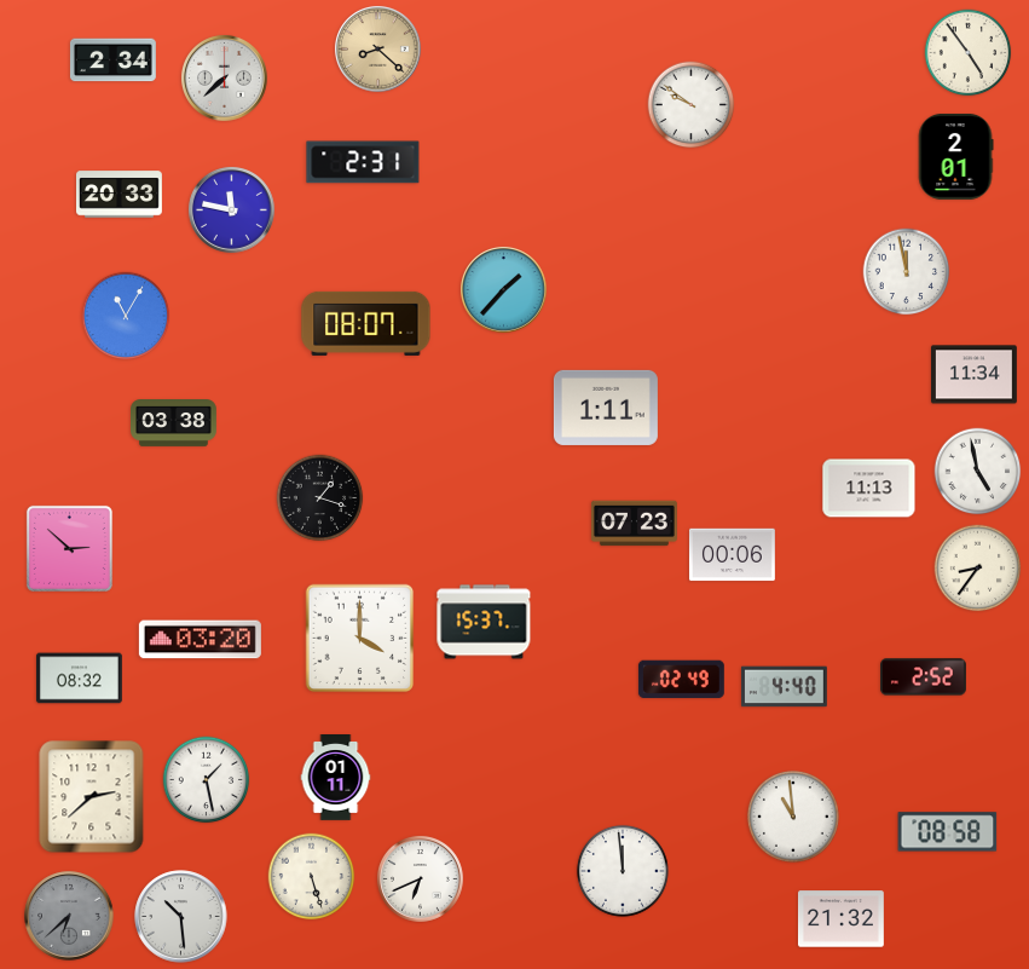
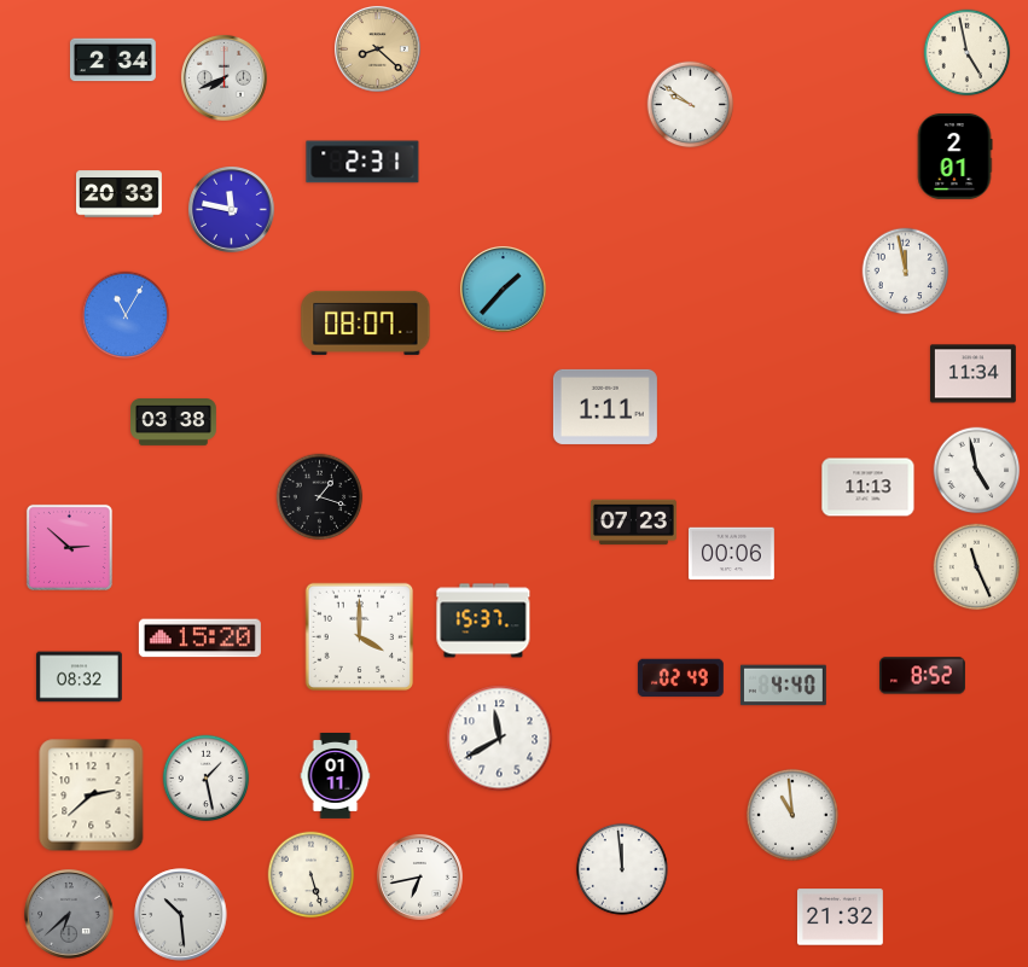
clock at (969, 53): 4:54 -> 4:58
clock at (224, 77): 7:38 -> 7:41
clock at (978, 569): 8:36 -> 11:26
clock at (200, 640): 03:20 -> 15:20
clock at (924, 677): 2:52 -> 8:52
clock at (500, 739): none -> 11:40
clock at (948, 832): 08:58 -> none
clock at (420, 878): 6:41 -> 6:43
